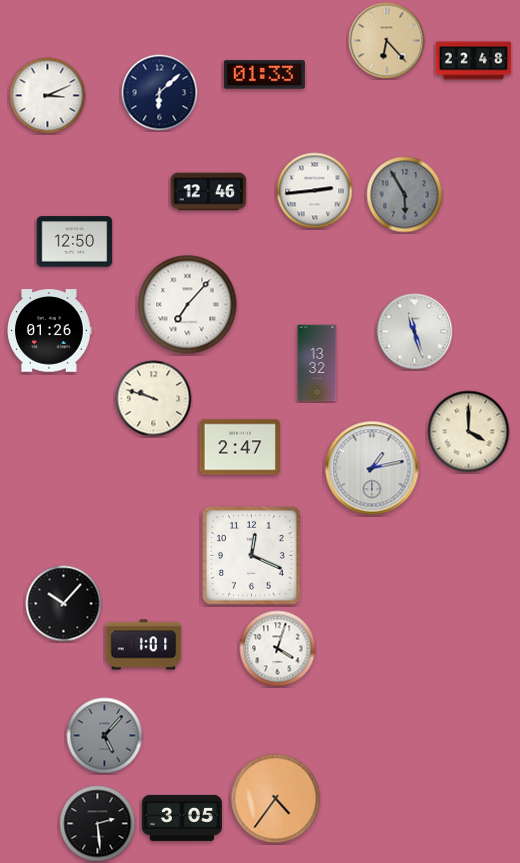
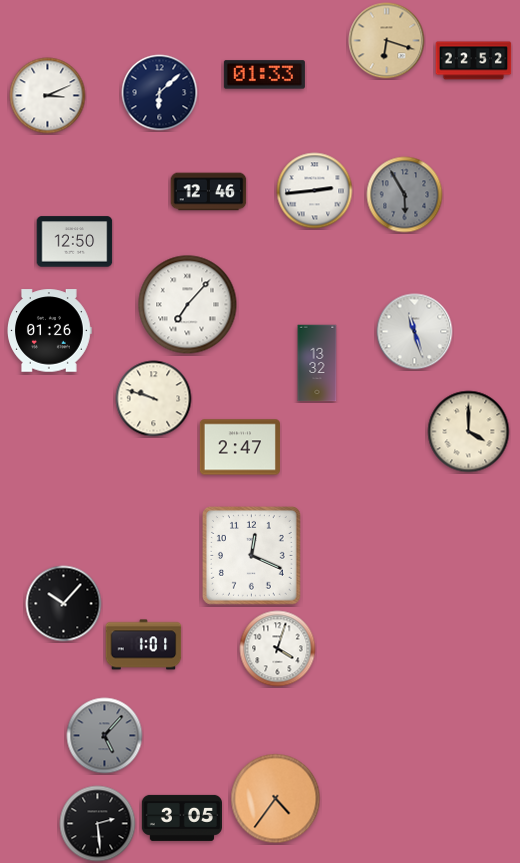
clock at (387, 41): 6:23 -> 6:18
clock at (474, 61): 22:48 -> 22:52
clock at (372, 468): 1:13 -> none
